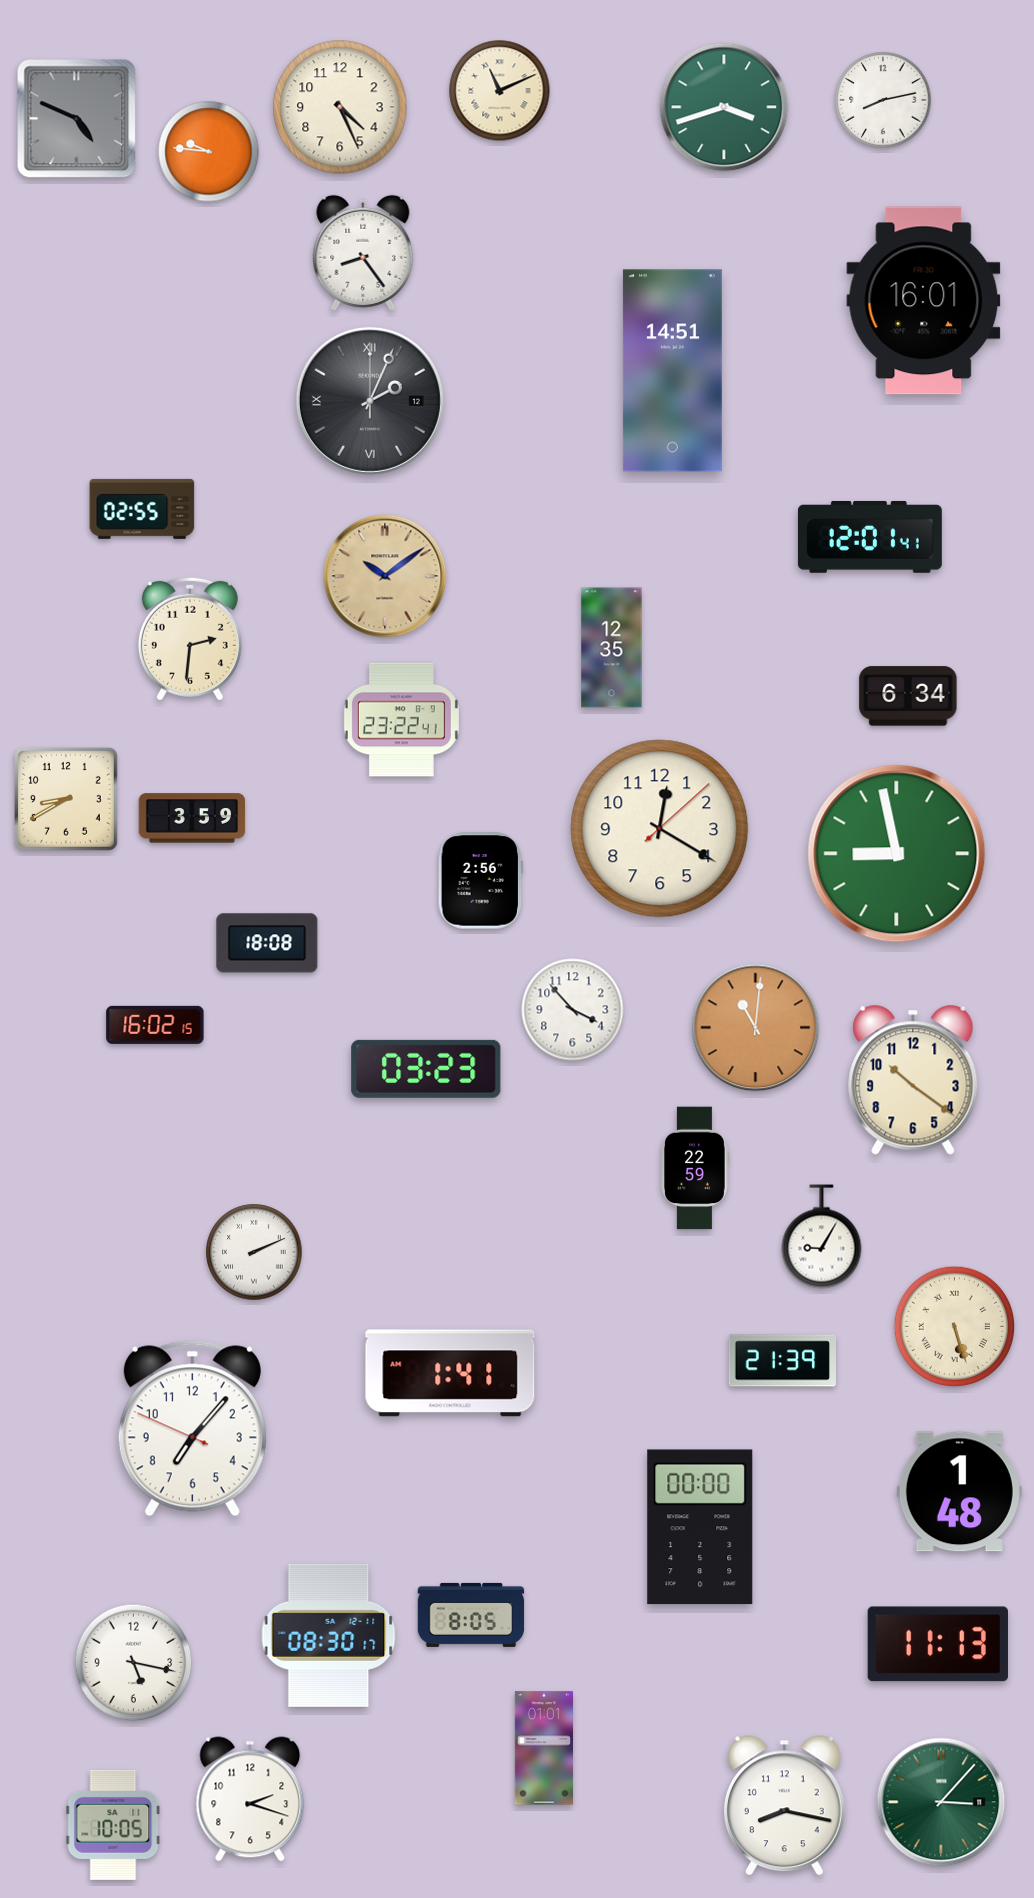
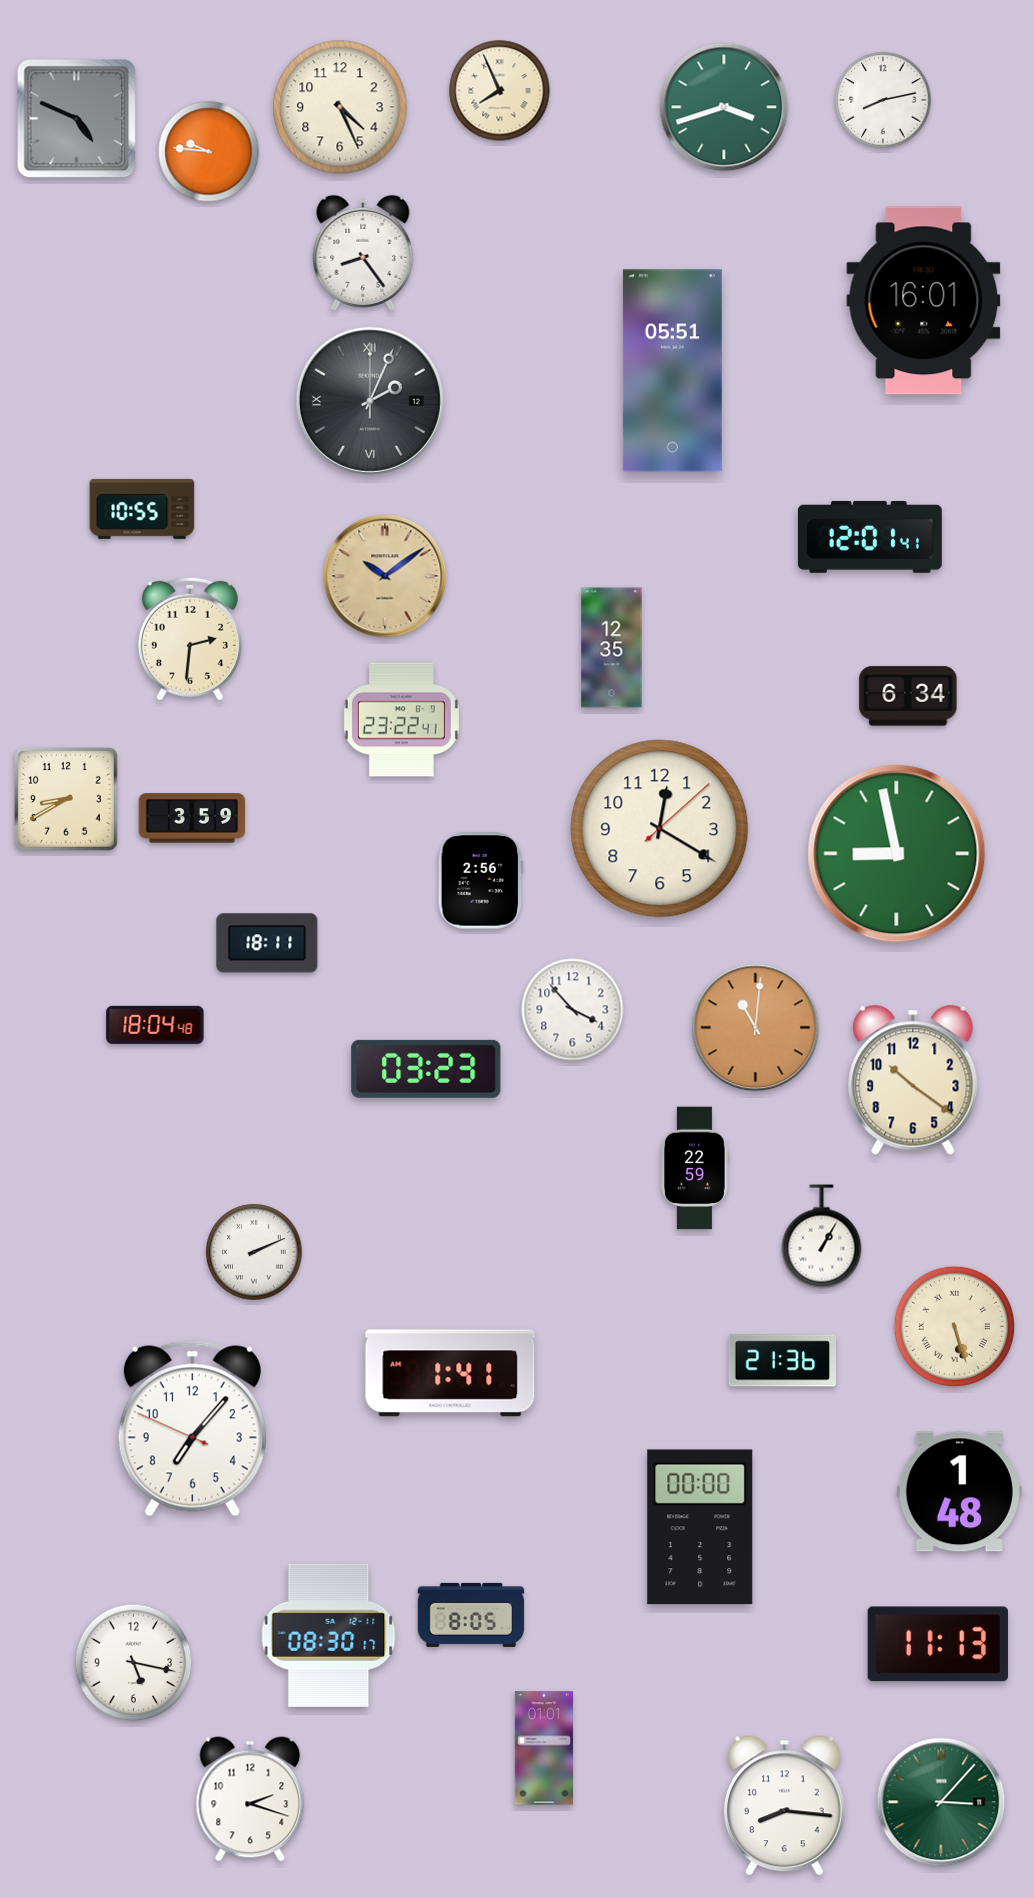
clock at (500, 91): 11:11 -> 7:56
clock at (672, 371): 14:51 -> 05:51
clock at (142, 509): 02:55 -> 10:55
clock at (267, 943): 18:08 -> 18:11
clock at (155, 1025): 16:02 -> 18:04
clock at (822, 1237): 9:05 -> 1:05
clock at (782, 1361): 21:39 -> 21:36
clock at (784, 1806): 8:17 -> 8:16
clock at (113, 1825): 10:05 -> none
